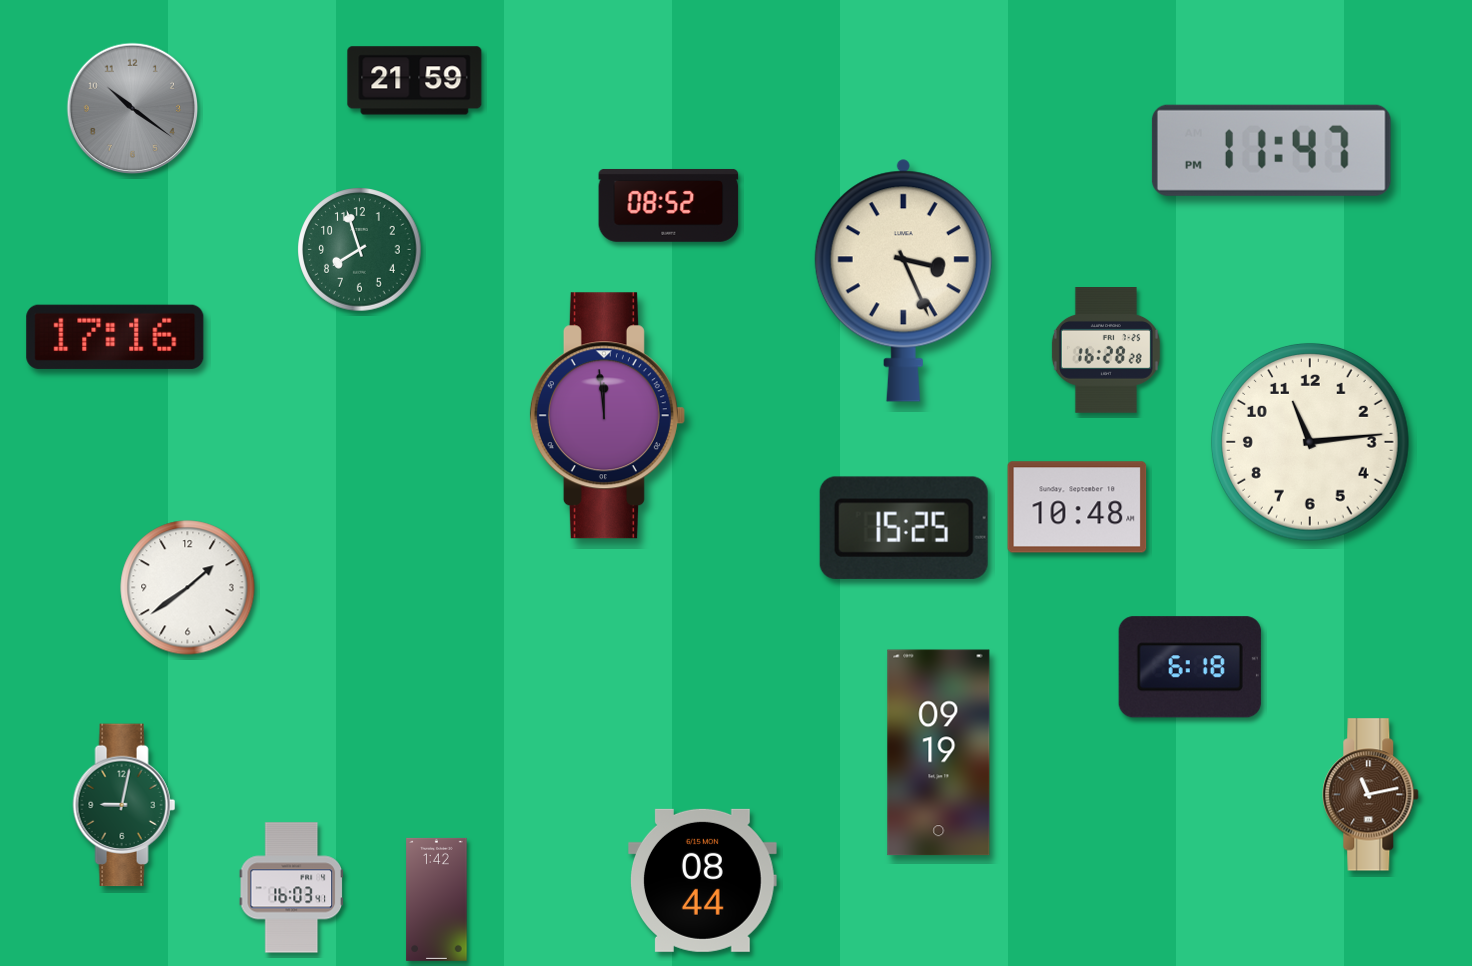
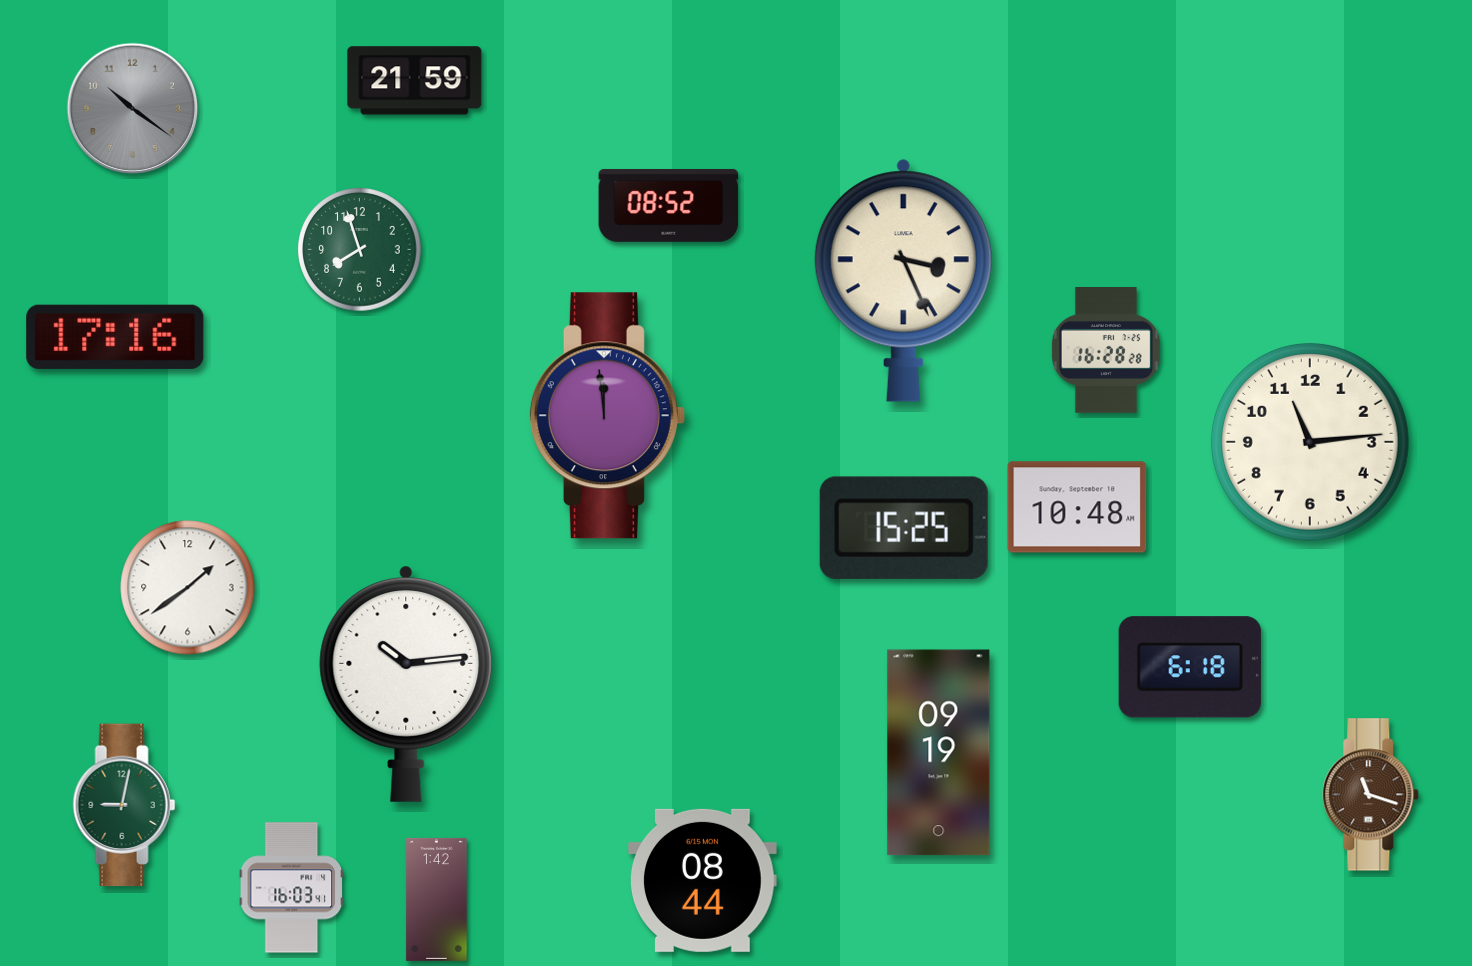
clock at (1271, 150): 11:47 -> none
clock at (406, 684): none -> 10:14
clock at (1371, 795): 11:13 -> 11:18
